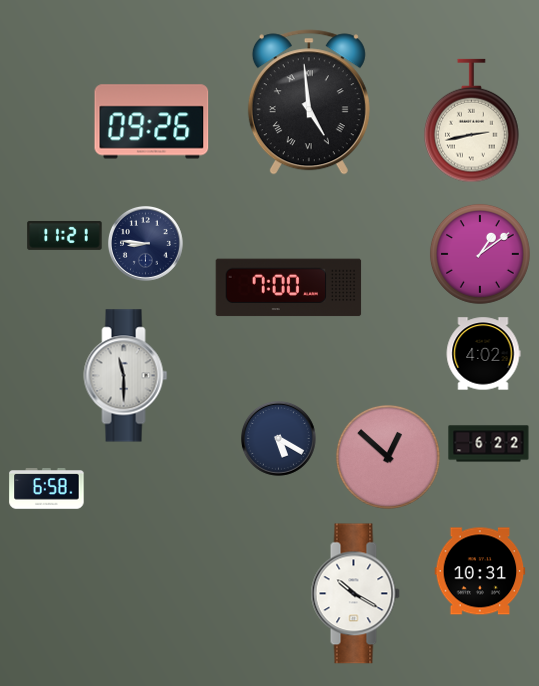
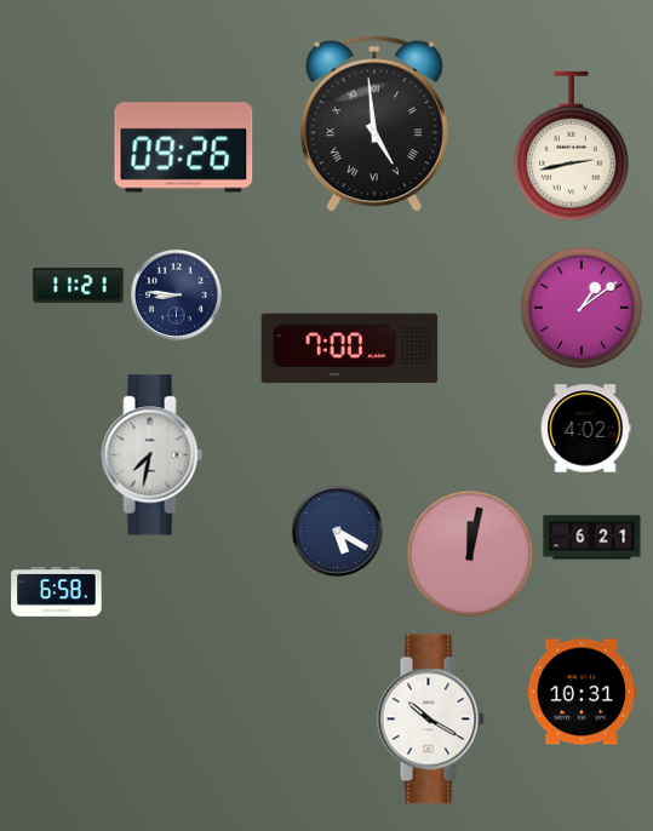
clock at (126, 376): 11:30 -> 7:32
clock at (489, 444): 6:22 -> 6:21
clock at (388, 457): 12:52 -> 12:02
